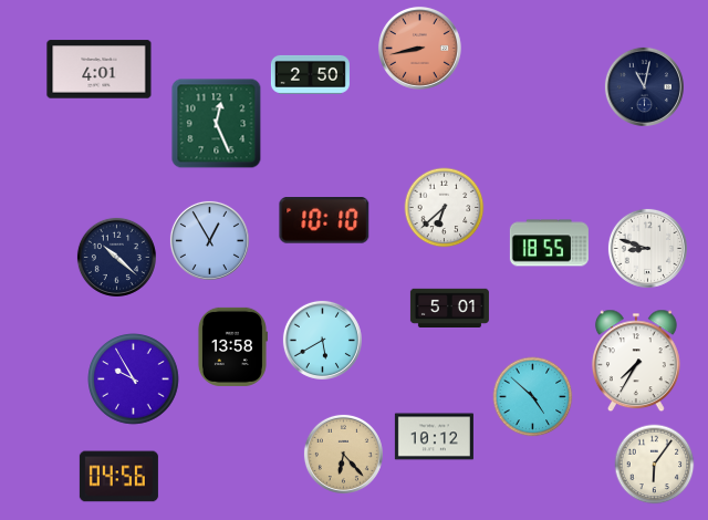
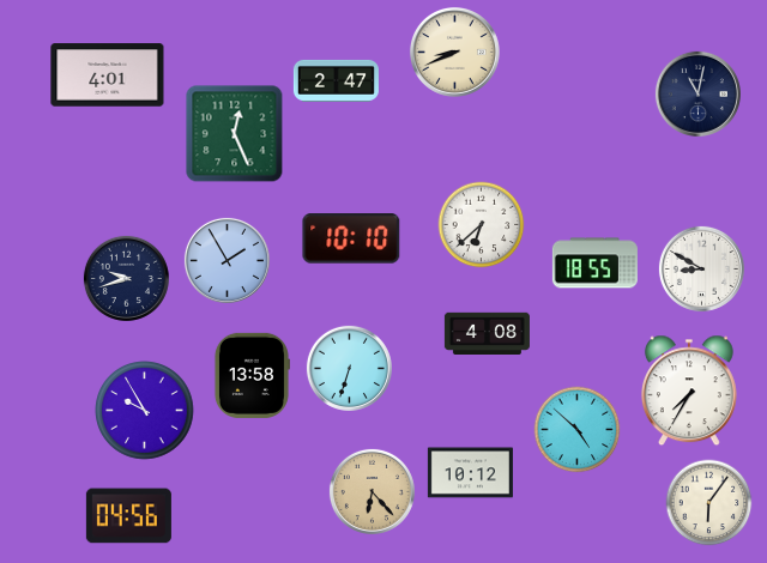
clock at (419, 48): 8:43 -> 8:41
clock at (419, 48) dial: salmon -> cream
clock at (310, 74): 2:50 -> 2:47
clock at (209, 240): 12:55 -> 1:55
clock at (647, 248): 8:48 -> 8:50
clock at (116, 257): 10:22 -> 9:42
clock at (449, 308): 5:01 -> 4:08
clock at (322, 340): 5:40 -> 6:33
